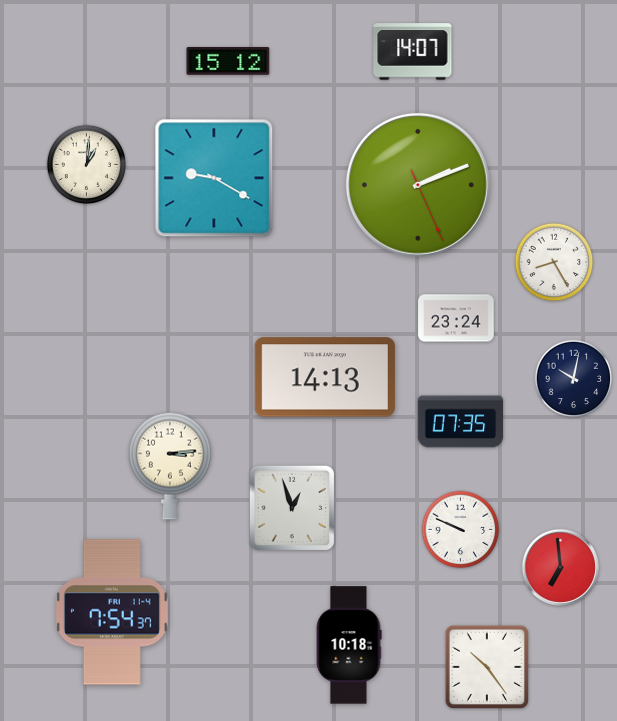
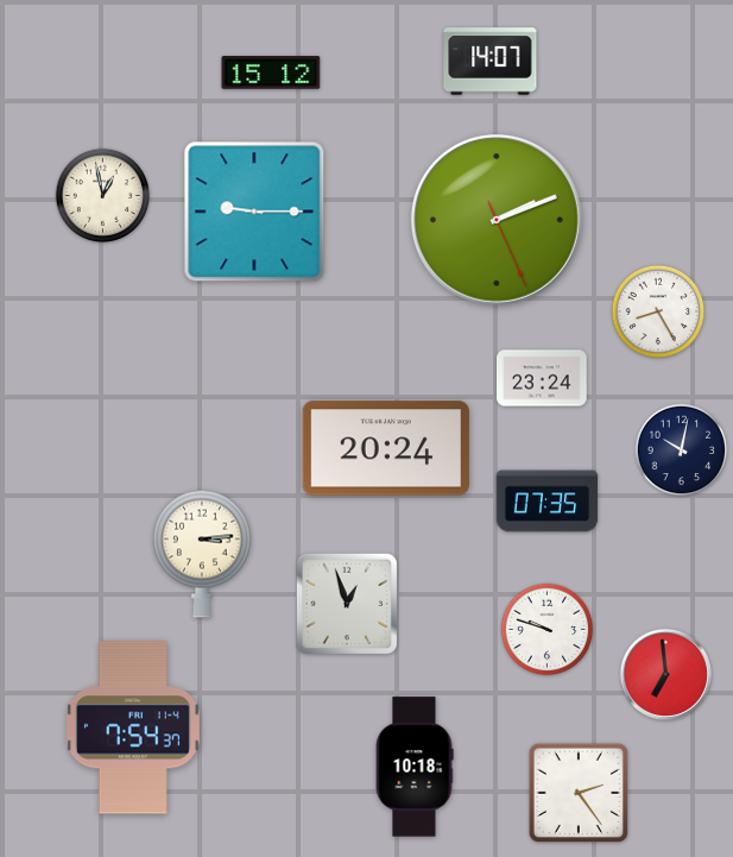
clock at (87, 165): 1:01 -> 12:58
clock at (214, 178): 9:20 -> 9:15
clock at (325, 377): 14:13 -> 20:24
clock at (461, 530): 9:49 -> 9:48
clock at (486, 666): 10:24 -> 2:24
